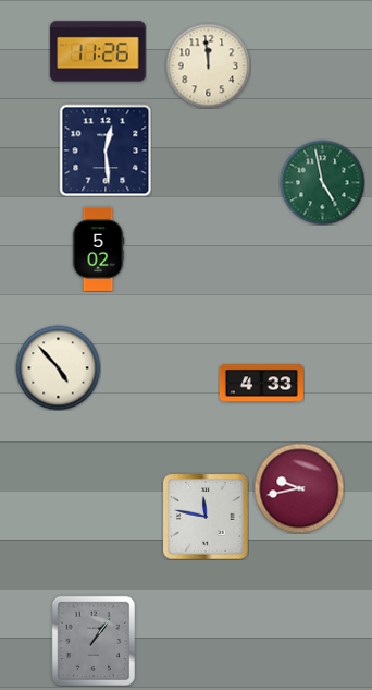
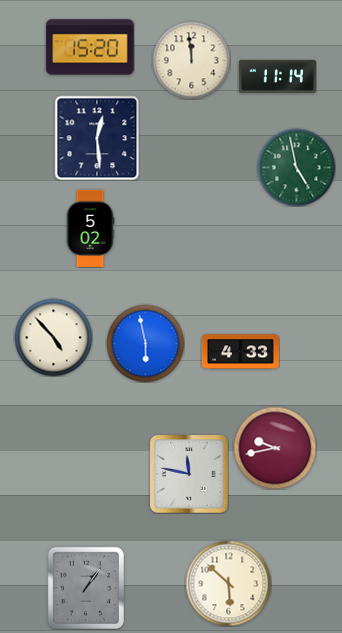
clock at (98, 51): 11:26 -> 15:20
clock at (277, 76): none -> 11:14
clock at (145, 343): none -> 5:58
clock at (228, 583): none -> 5:52
